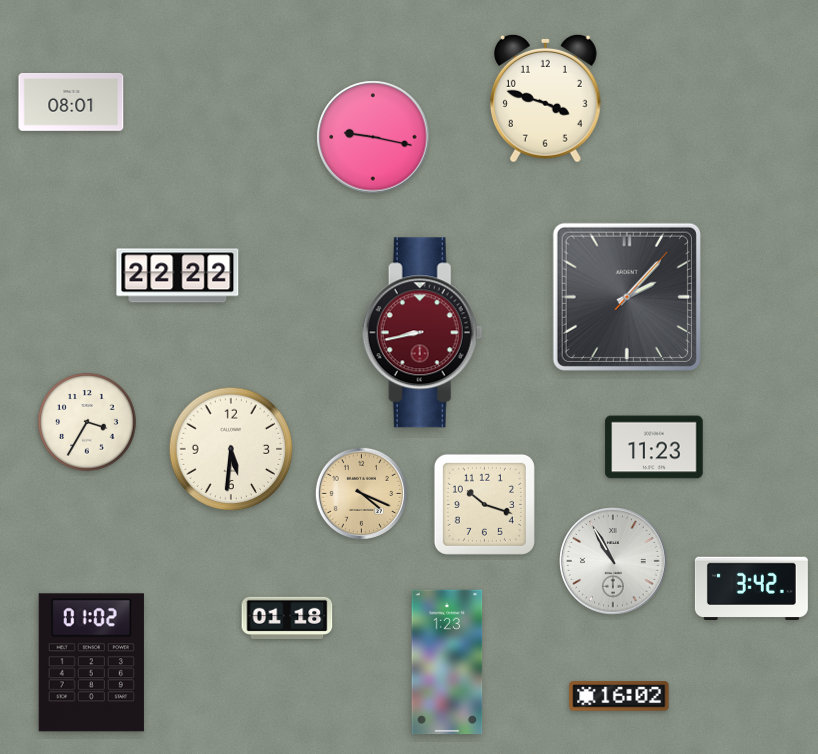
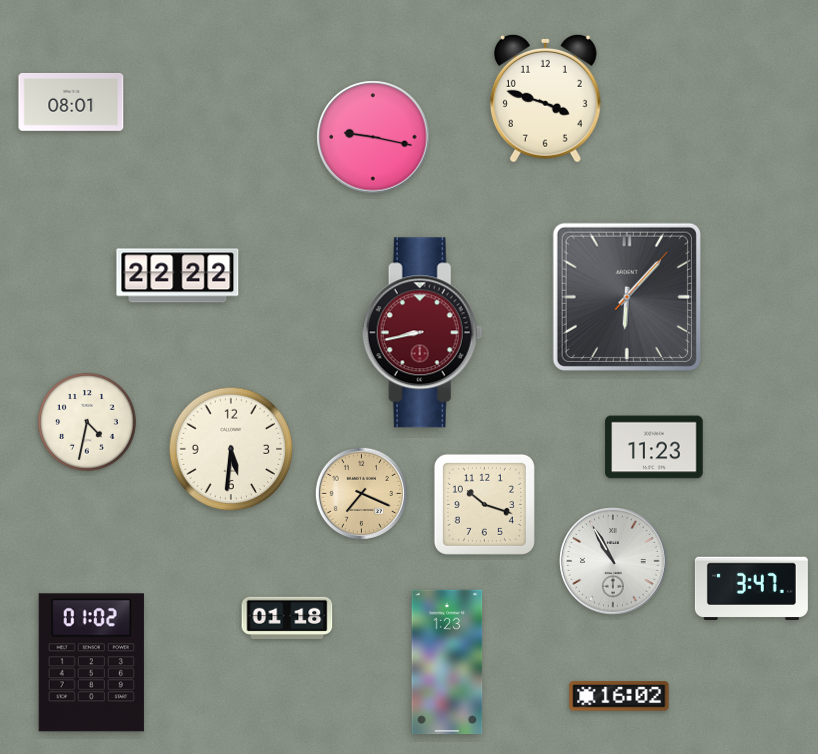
clock at (627, 297): 2:07 -> 6:07
clock at (88, 423): 3:35 -> 4:32
clock at (361, 493): 4:19 -> 7:19
clock at (751, 588): 3:42 -> 3:47
